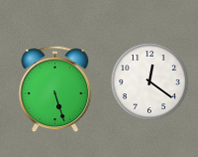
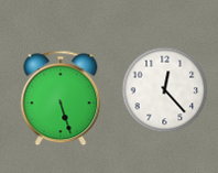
clock at (149, 81): 12:21 -> 12:23
